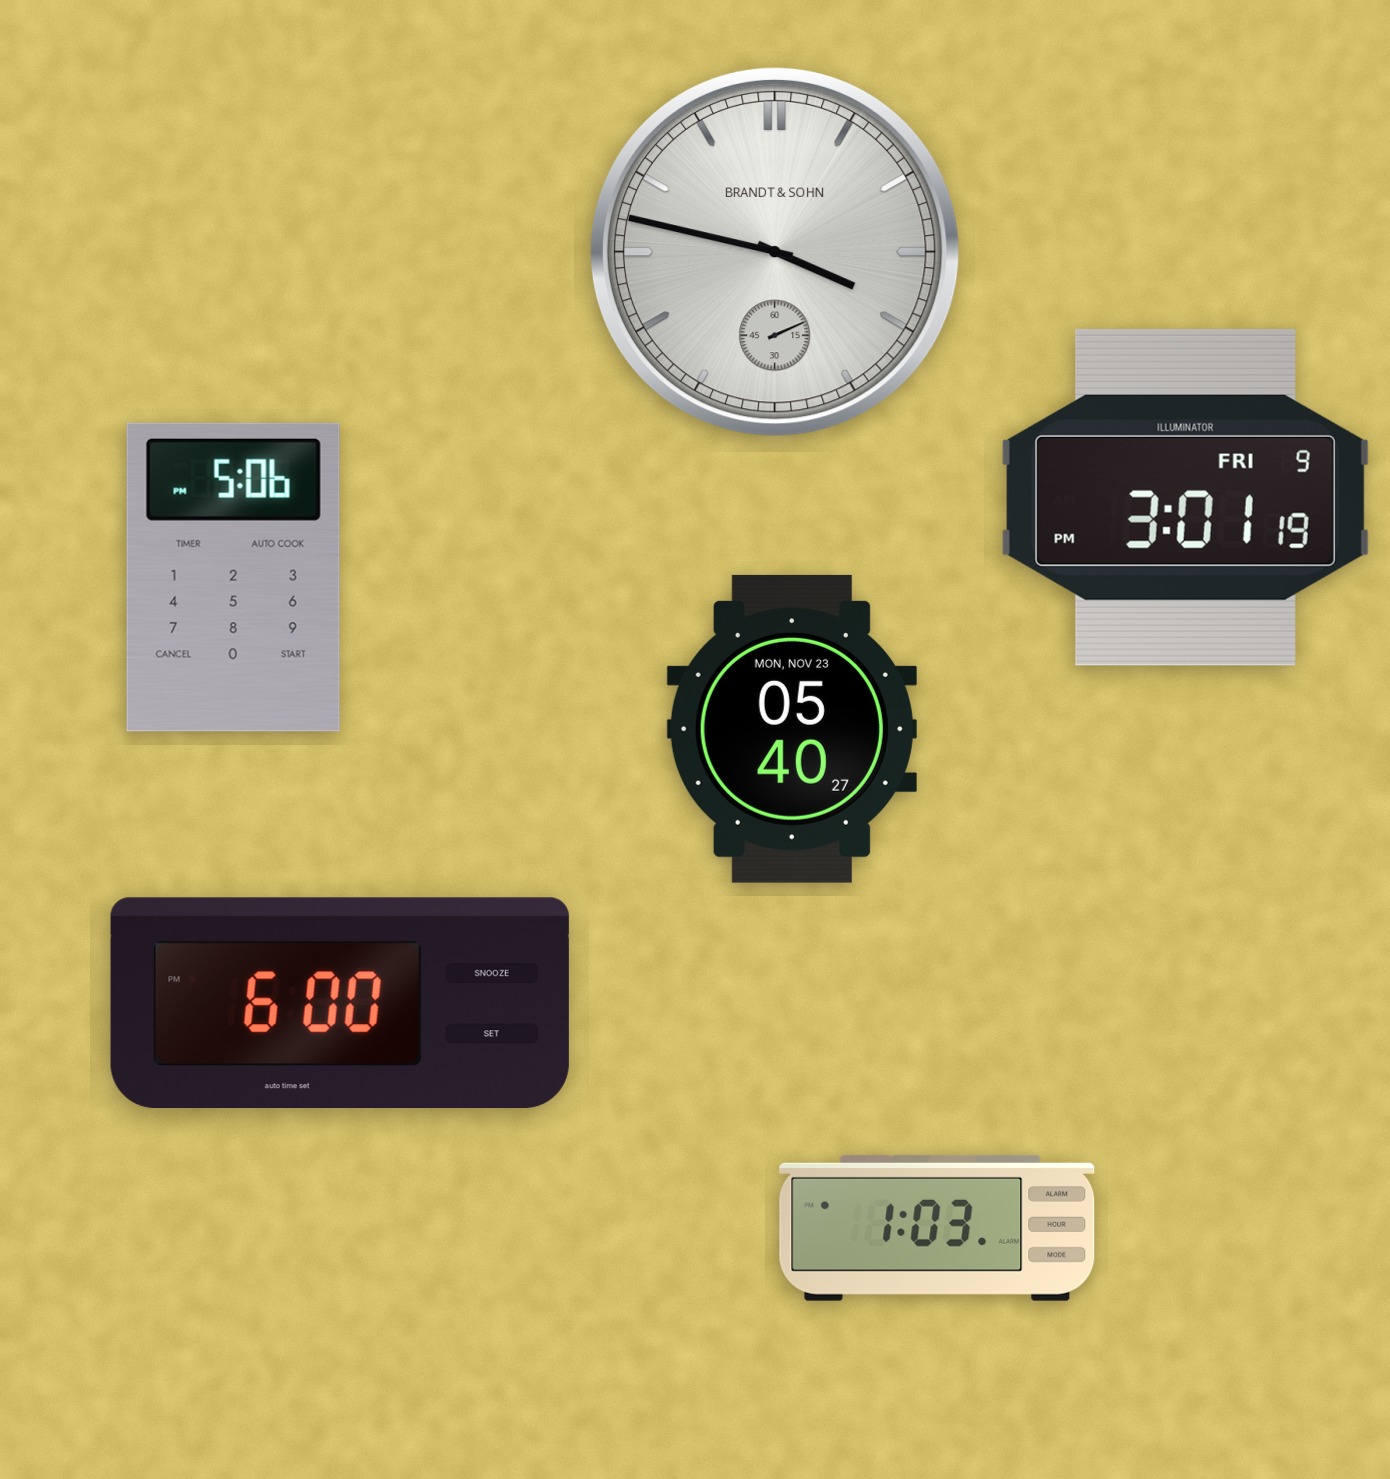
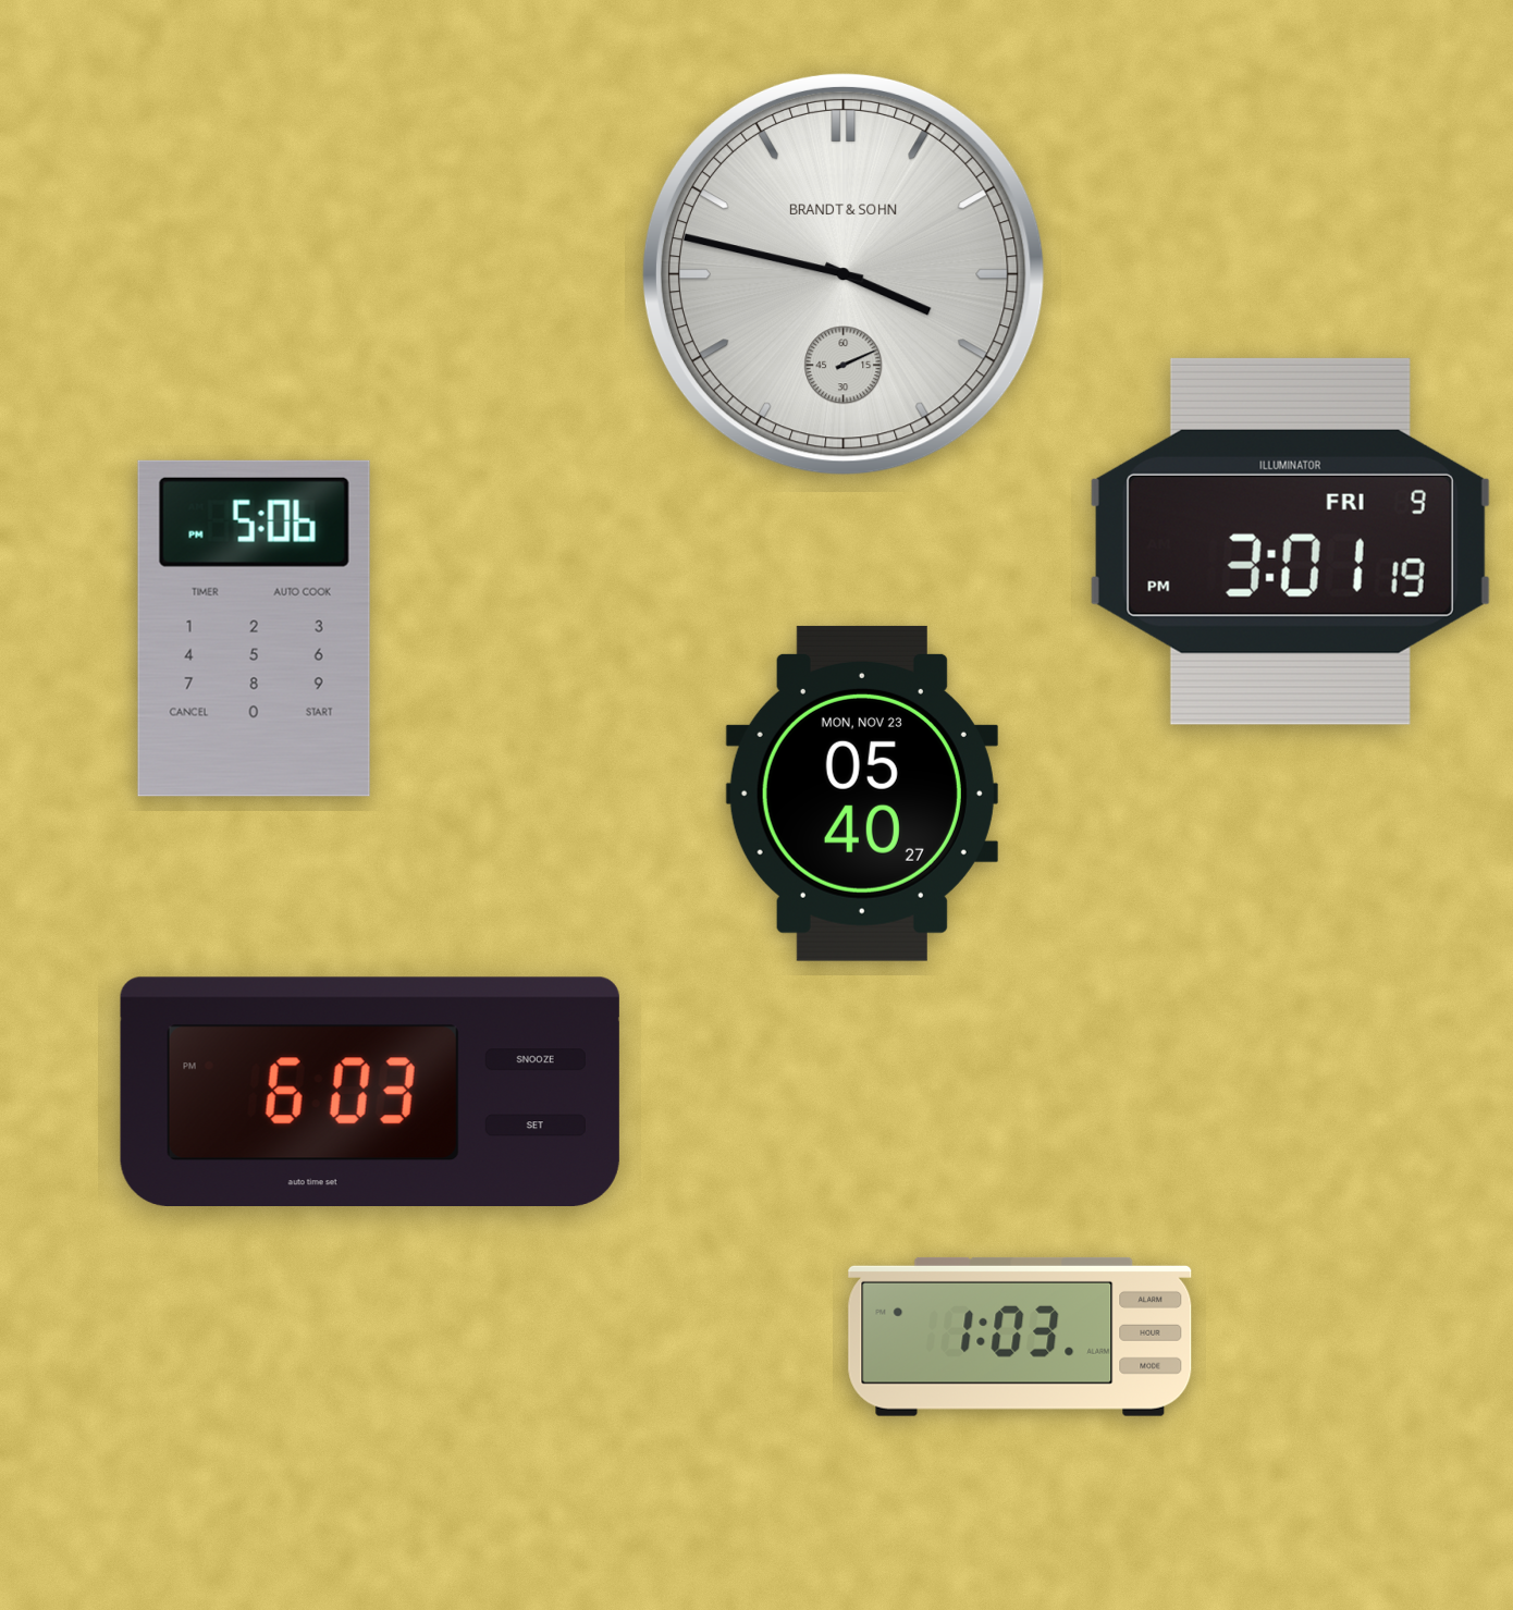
clock at (340, 1002): 6:00 -> 6:03
